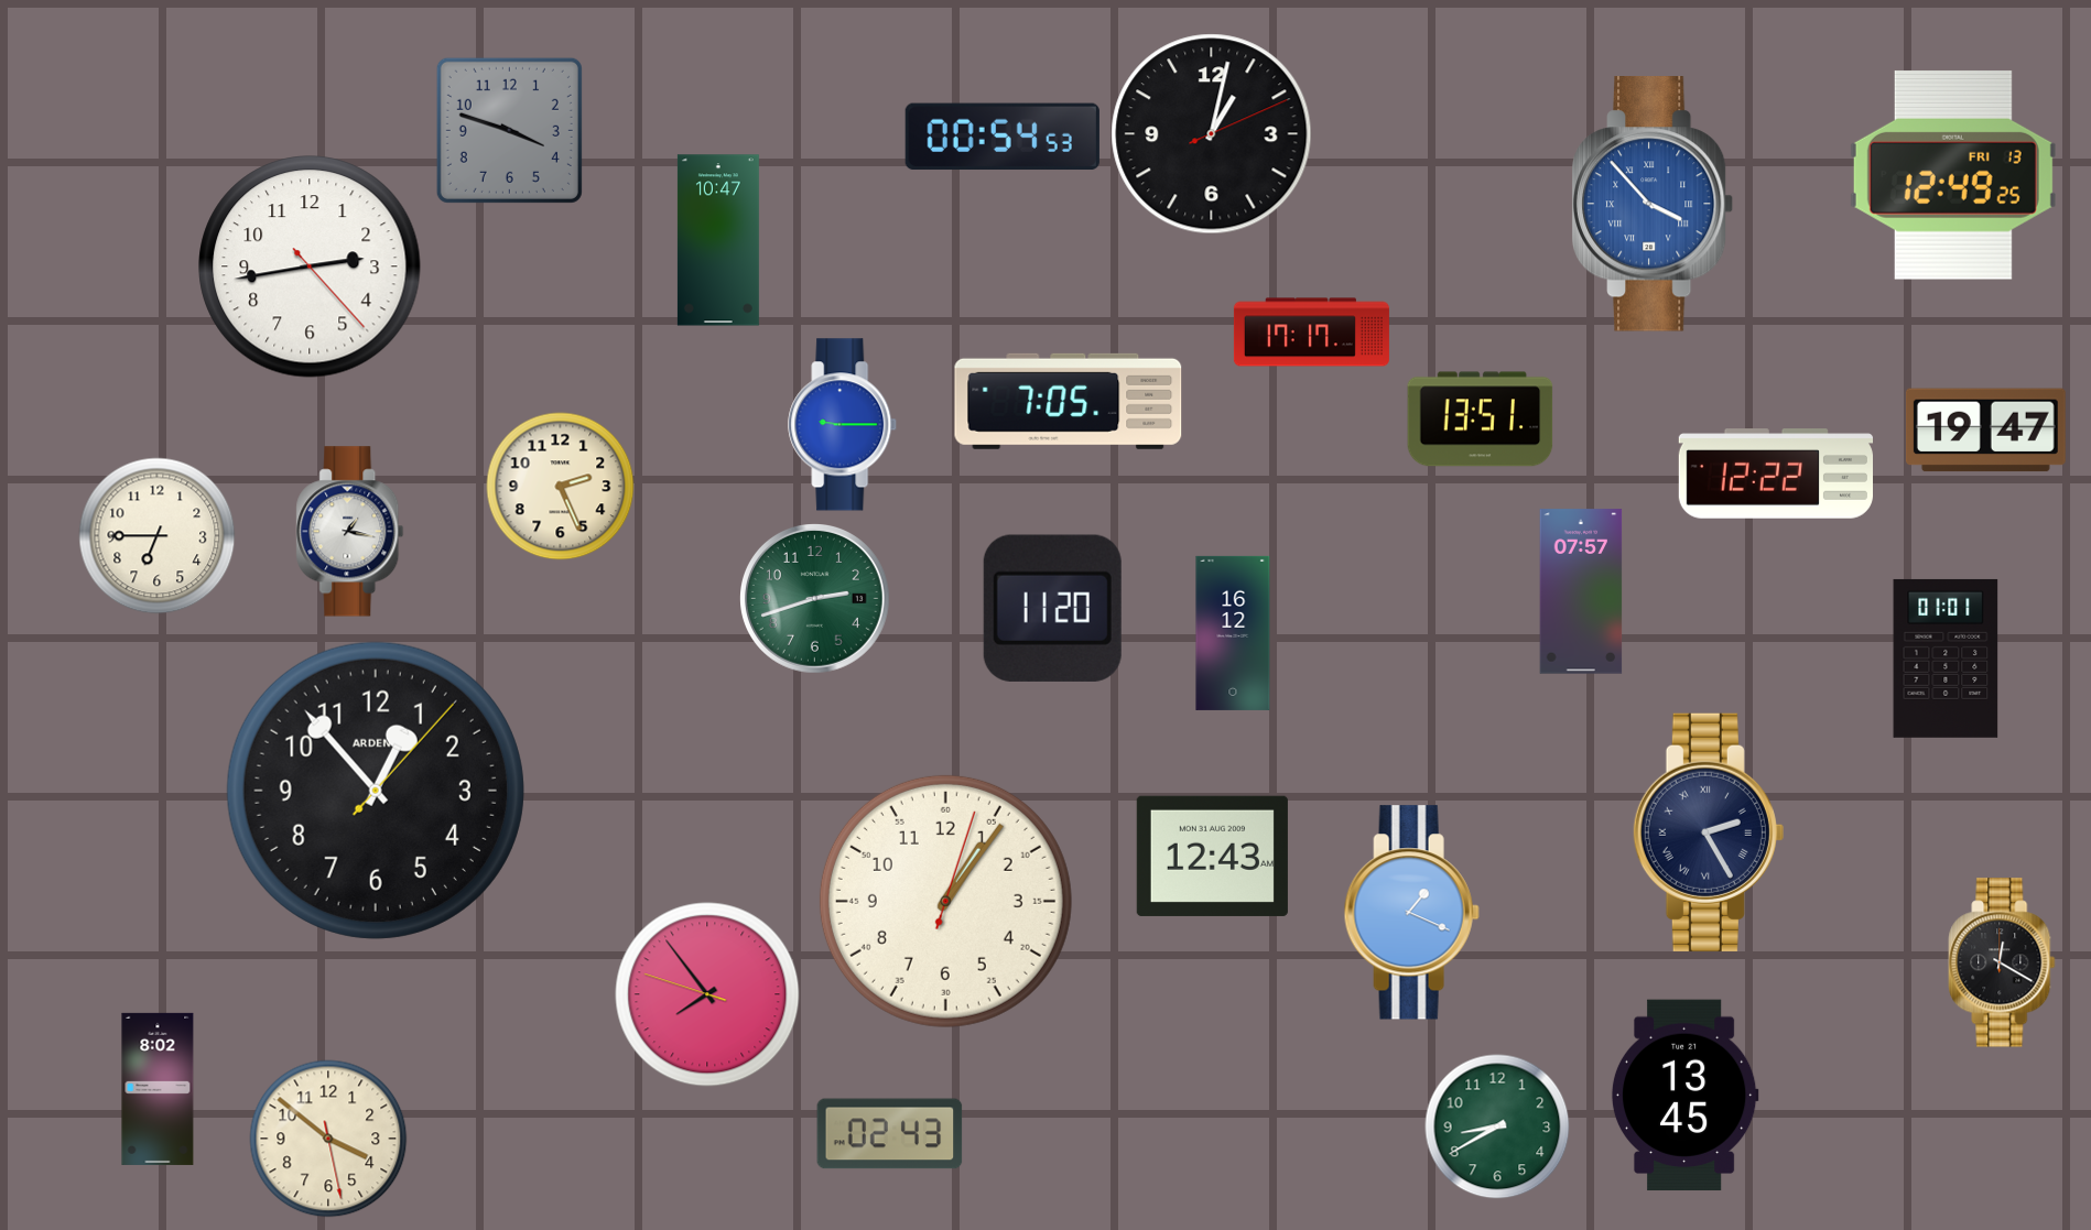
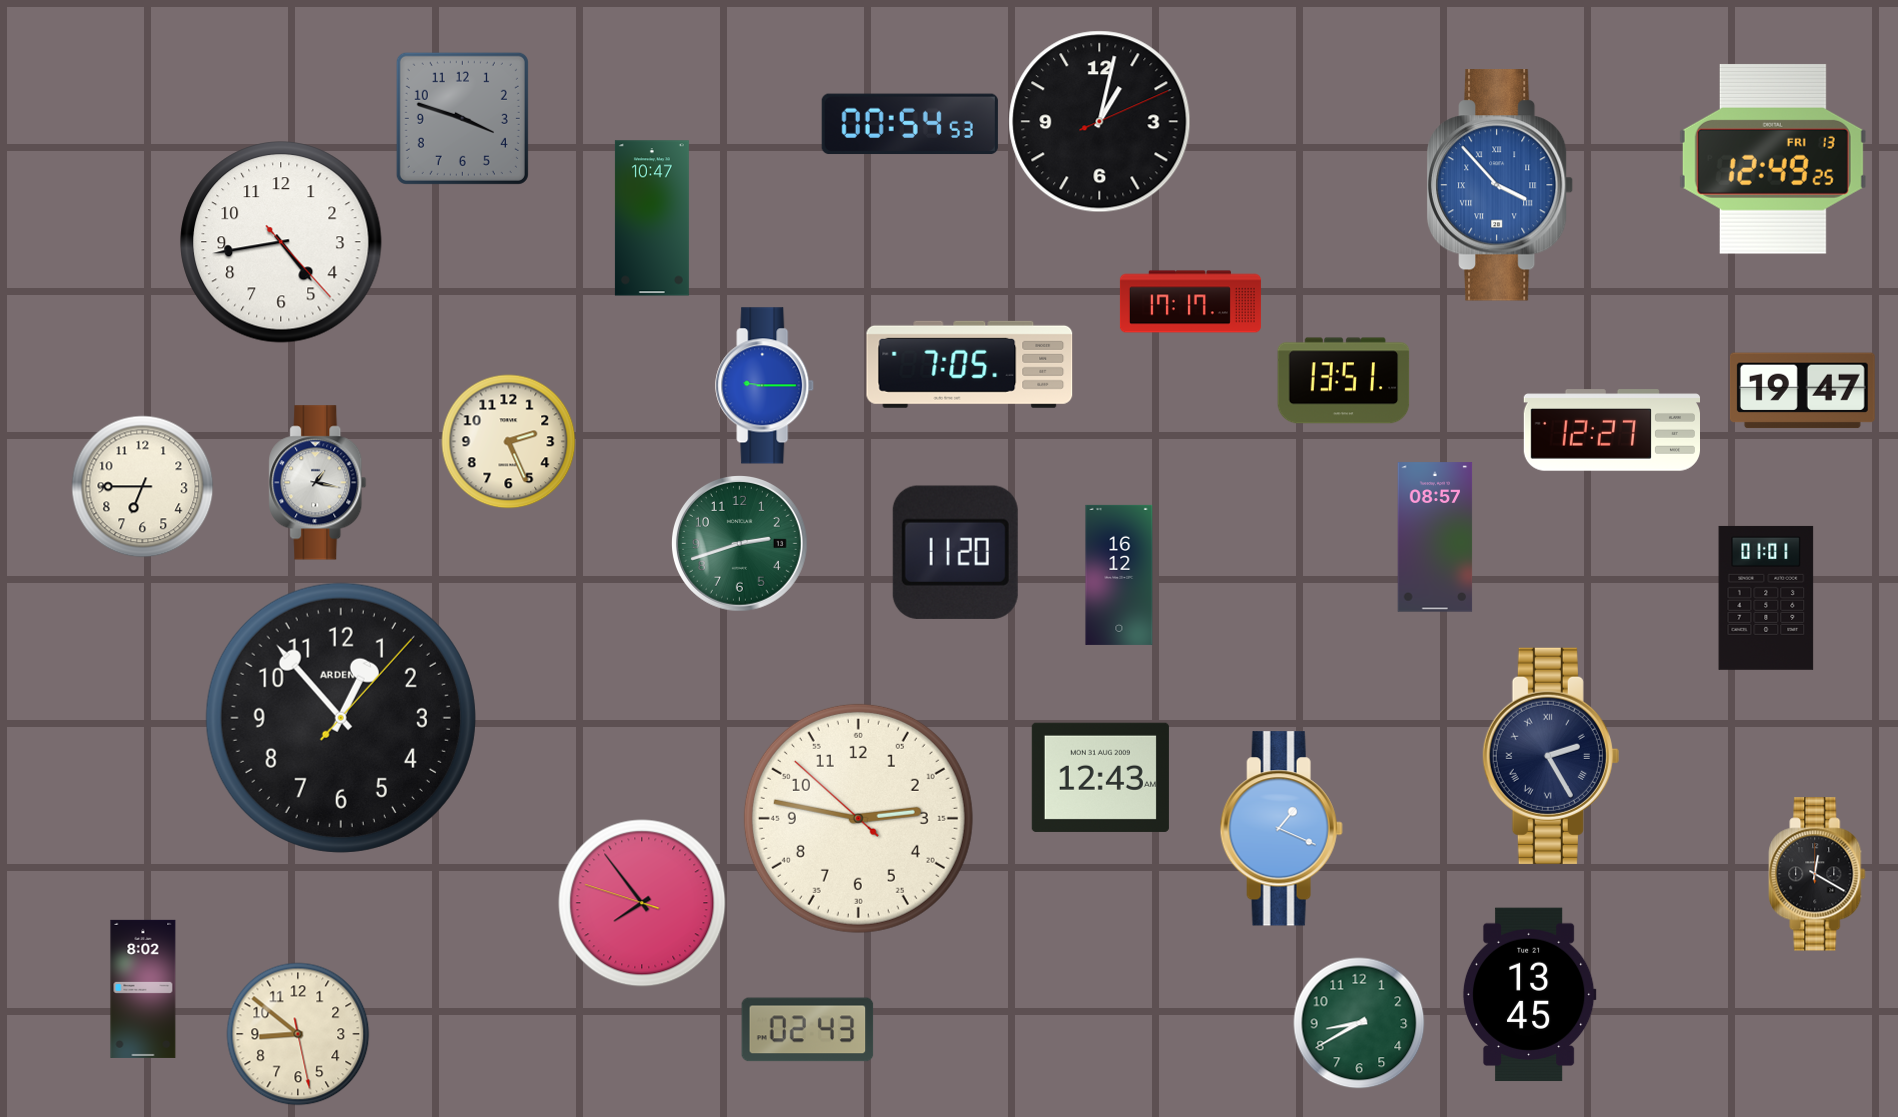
clock at (310, 266): 2:43 -> 4:43
clock at (1775, 474): 12:22 -> 12:27
clock at (1581, 591): 07:57 -> 08:57
clock at (945, 901): 1:06 -> 2:46
clock at (328, 1139): 3:51 -> 8:51
